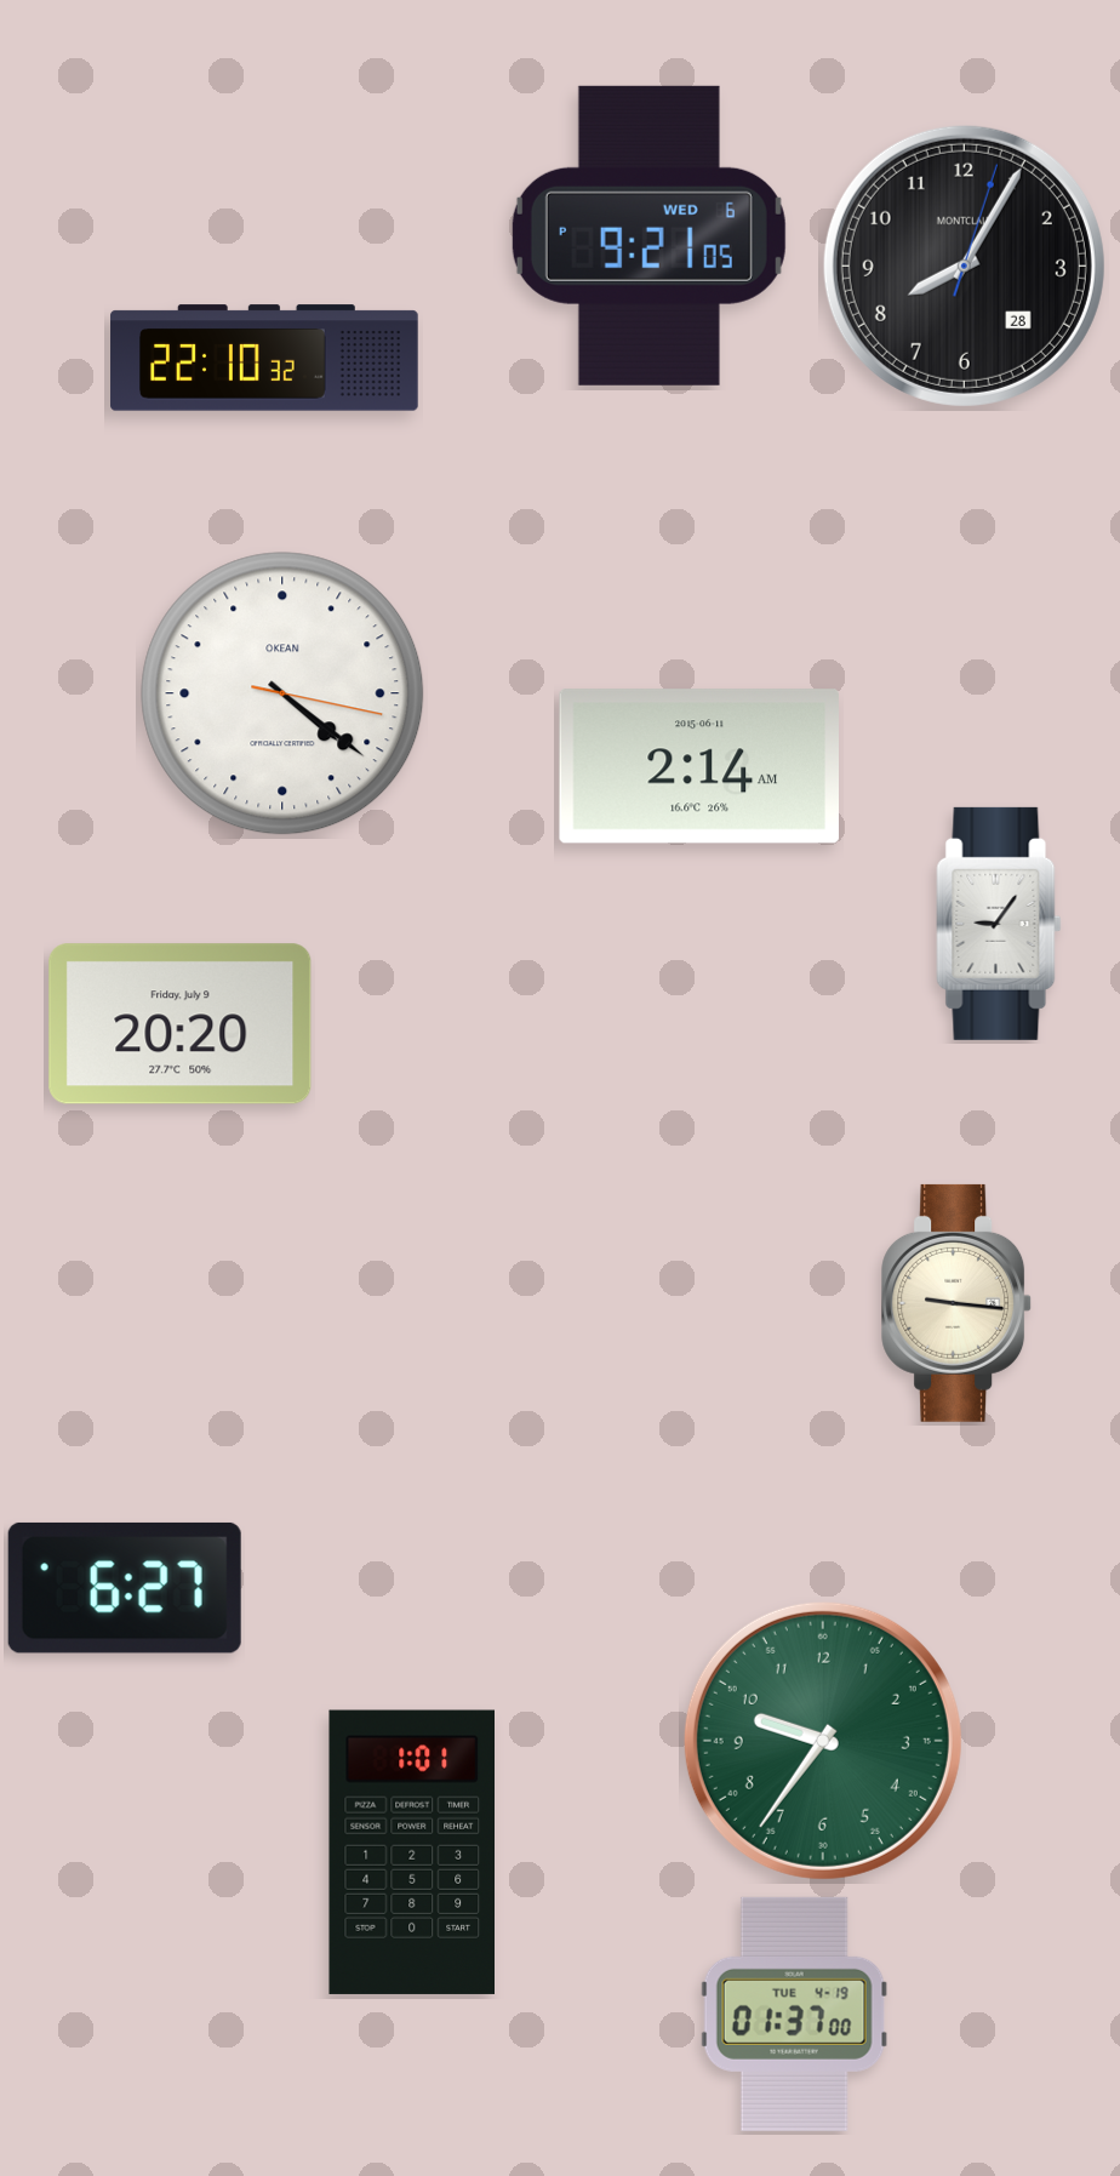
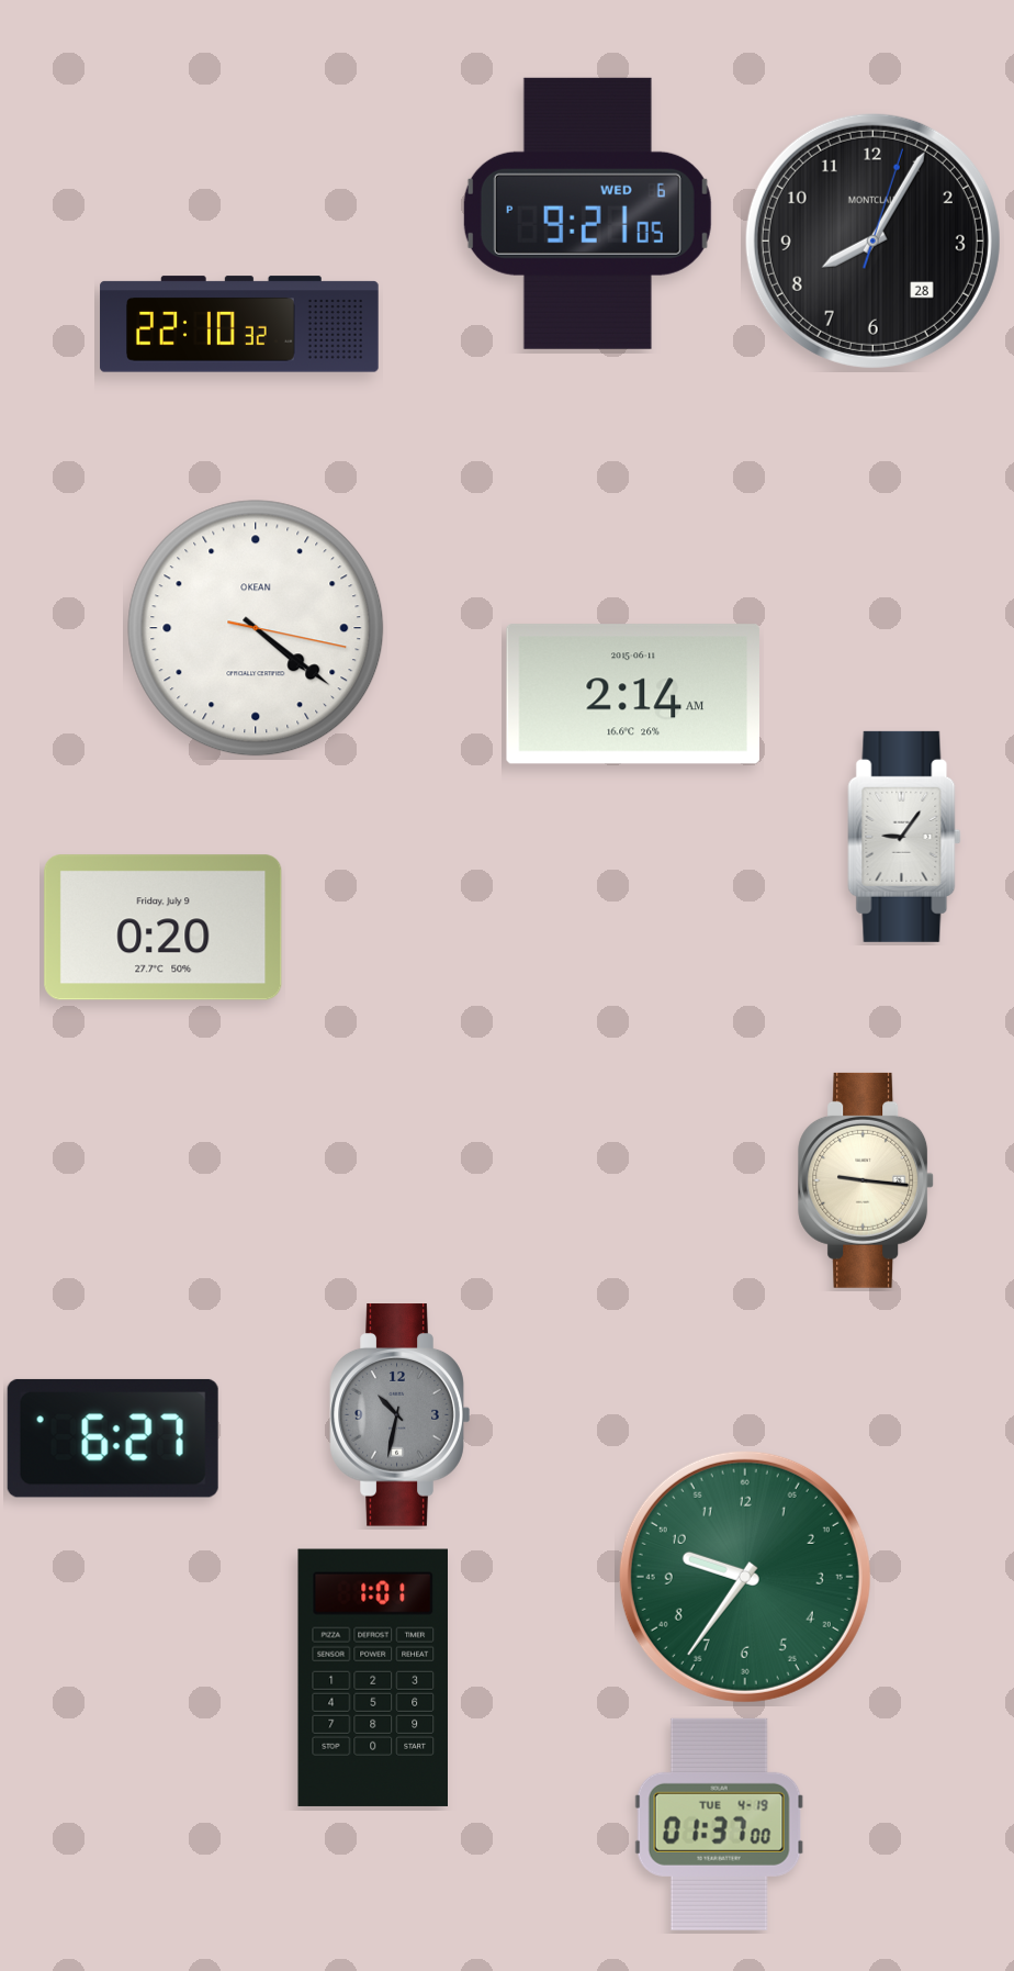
clock at (181, 1024): 20:20 -> 0:20
clock at (401, 1415): none -> 10:32
